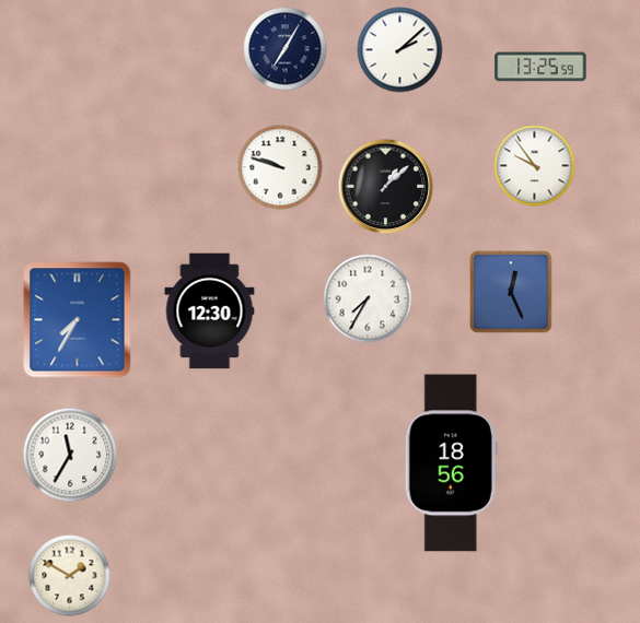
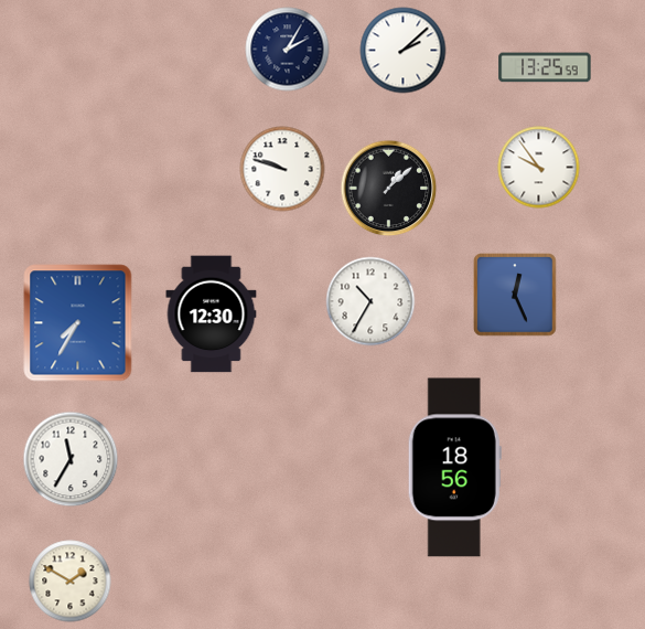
clock at (286, 49): 7:05 -> 2:05
clock at (368, 298): 7:35 -> 10:35
